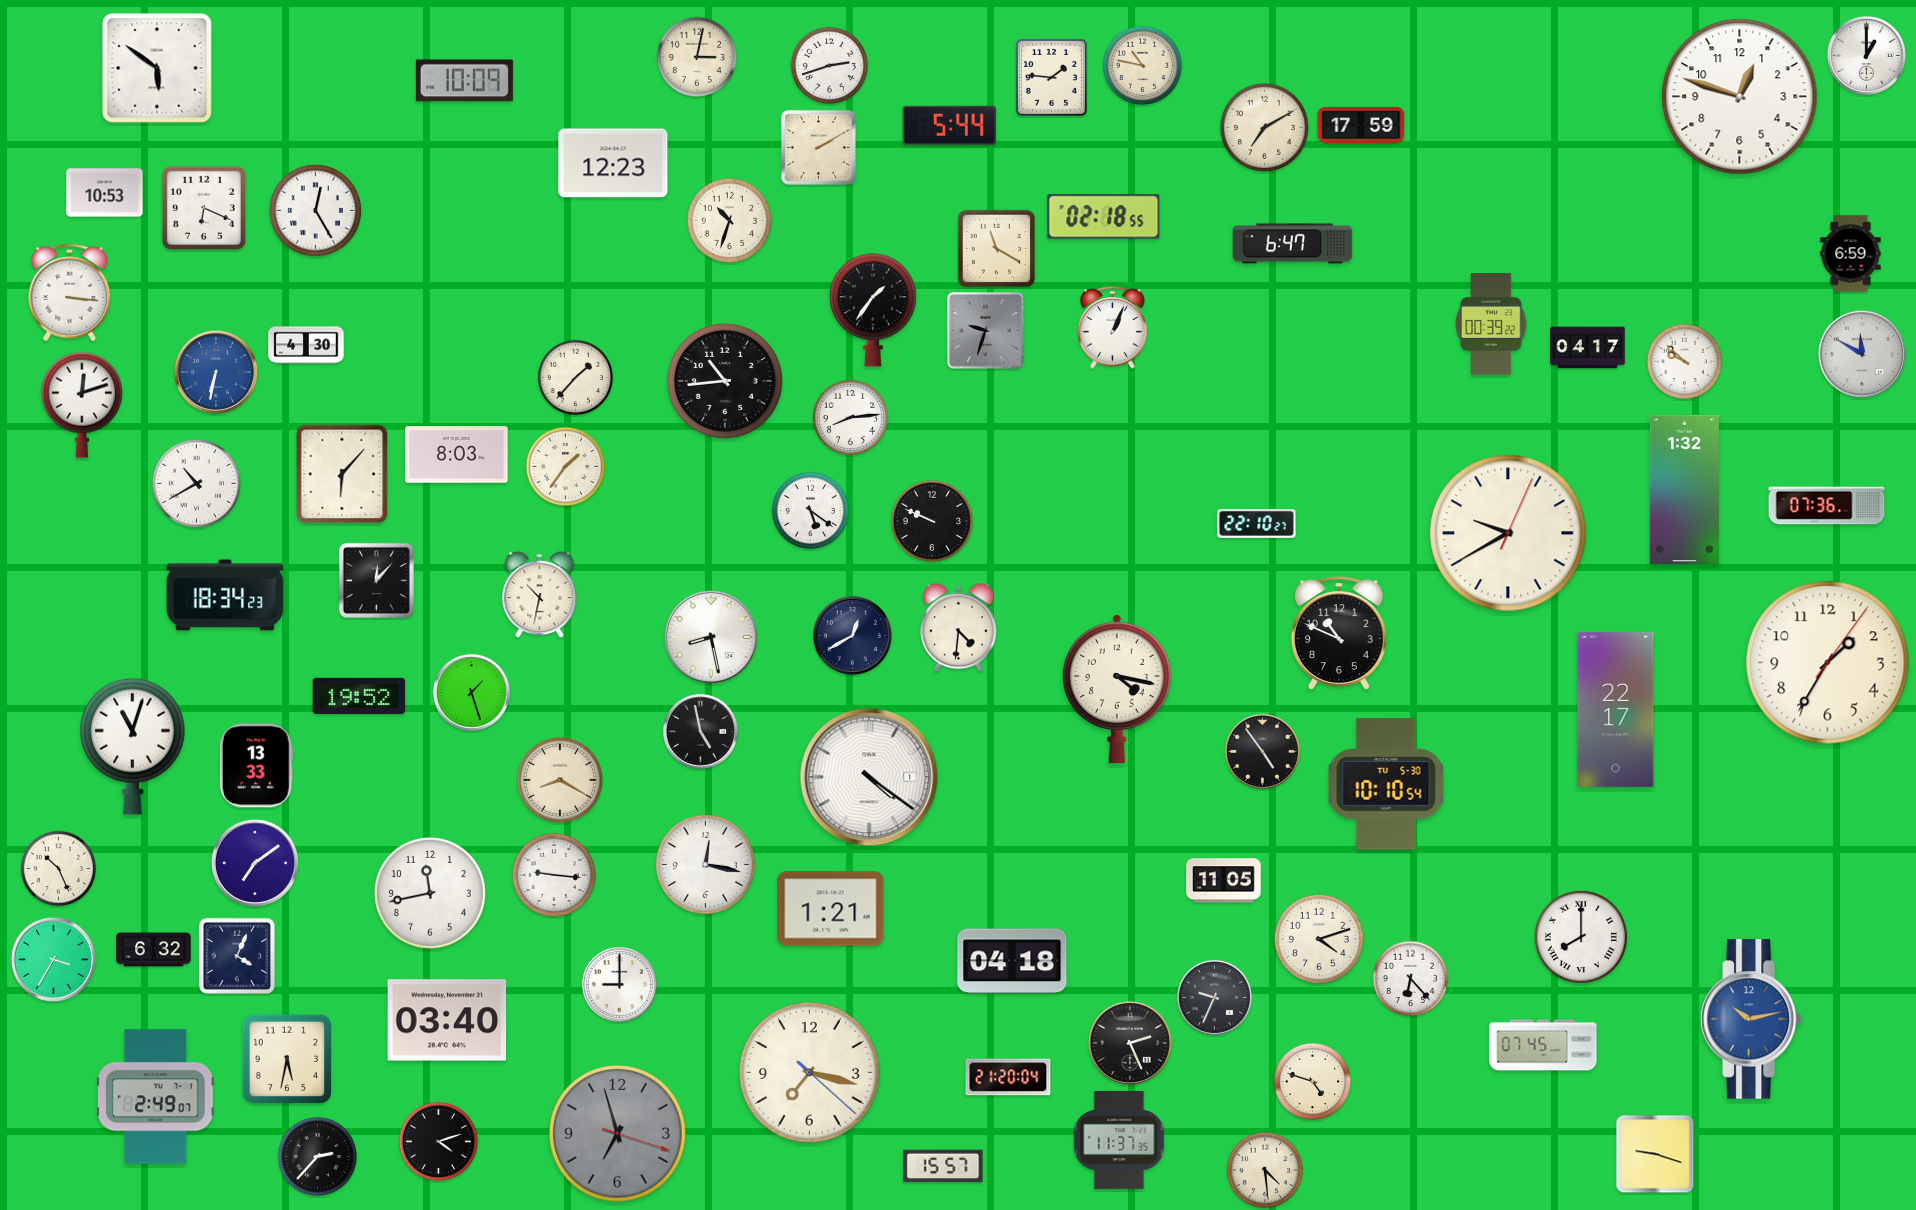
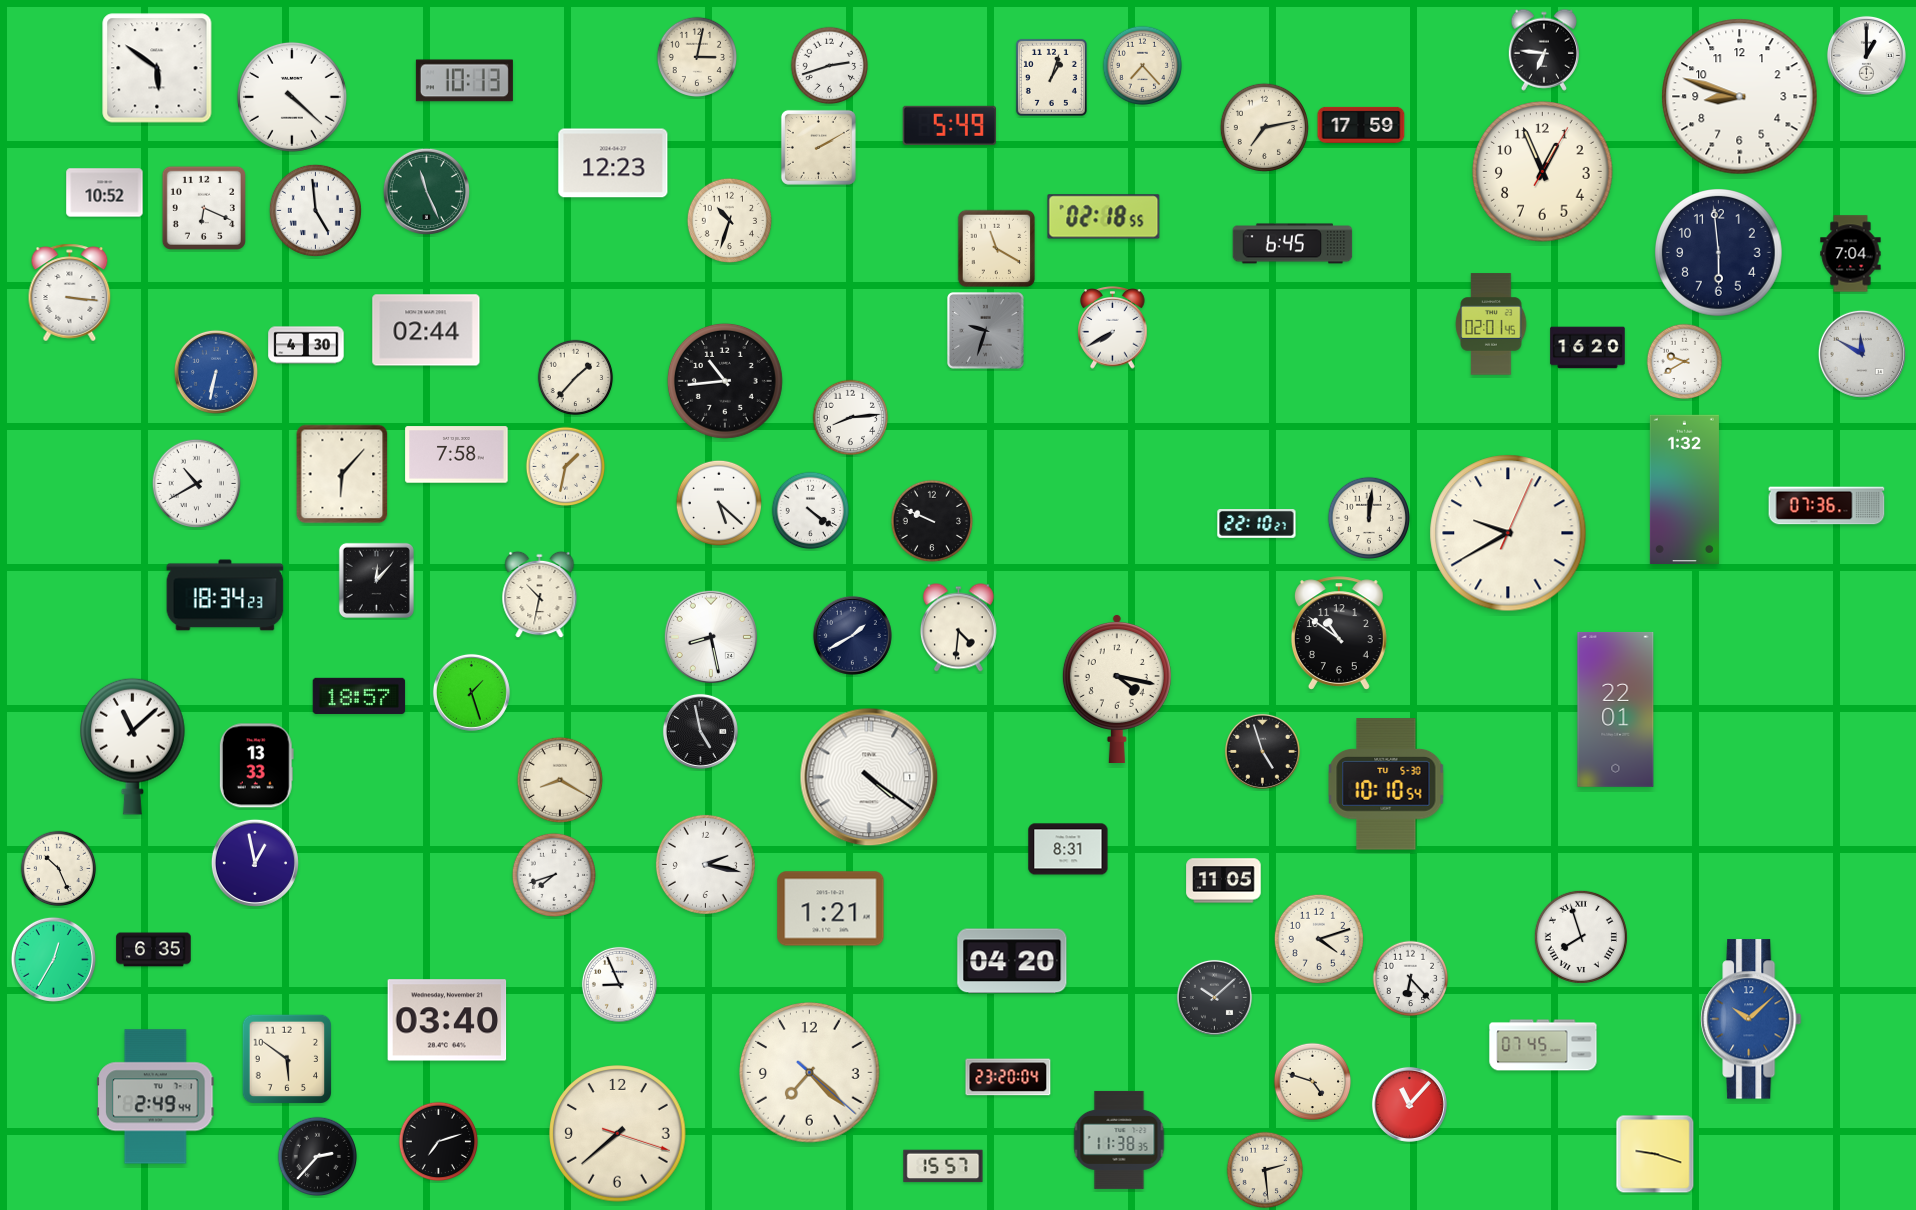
clock at (1544, 50): none -> 6:46
clock at (1143, 66): 10:47 -> 7:23
clock at (1051, 77): 1:46 -> 1:03
clock at (464, 81): 10:09 -> 10:13
clock at (292, 97): none -> 4:22
clock at (1740, 97): 12:48 -> 8:48
clock at (949, 125): 5:44 -> 5:49
clock at (1264, 127): 7:10 -> 7:13
clock at (1543, 172): none -> 12:56
clock at (426, 191): none -> 11:26
clock at (105, 193): 10:53 -> 10:52
clock at (315, 210): 12:25 -> 4:59
clock at (1293, 244): 6:47 -> 6:45
clock at (1719, 253): none -> 5:59
clock at (1851, 254): 6:59 -> 7:04
clock at (873, 310): 1:36 -> none
clock at (1491, 324): 00:39 -> 02:01
clock at (1113, 328): 1:04 -> 7:40
clock at (426, 330): none -> 02:44
clock at (1588, 348): 04:17 -> 16:20
clock at (1685, 362): 9:52 -> 9:40
clock at (82, 405): 12:12 -> none
clock at (457, 455): 8:03 -> 7:58
clock at (566, 467): 1:36 -> 1:32
clock at (718, 502): none -> 5:22
clock at (811, 511): 5:21 -> 4:21
clock at (1368, 517): none -> 12:01
clock at (1339, 633): 10:49 -> 10:51
clock at (852, 635): 12:40 -> 1:40
clock at (1828, 663): 1:35 -> none
clock at (359, 696): 19:52 -> 18:57
clock at (1616, 709): 22:17 -> 22:01
clock at (133, 746): 11:03 -> 11:08
clock at (1262, 751): 4:54 -> 4:57
clock at (1068, 849): none -> 8:31
clock at (255, 863): 7:09 -> 12:58
clock at (705, 864): 12:17 -> 2:17
clock at (553, 874): 9:16 -> 7:42
clock at (430, 893): 11:43 -> none
clock at (1581, 937): 8:00 -> 7:57
clock at (154, 950): 6:32 -> 6:35
clock at (237, 956): 4:04 -> none
clock at (53, 959): 3:35 -> 12:35
clock at (1012, 961): 04:18 -> 04:20
clock at (619, 984): 9:00 -> 8:56
clock at (1214, 997): 9:34 -> 10:08
clock at (1751, 1019): 10:13 -> 10:08
clock at (1130, 1043): 2:26 -> none
clock at (286, 1058): 5:32 -> 5:51
clock at (810, 1073): 7:17 -> 7:22
clock at (1008, 1077): 21:20 -> 23:20
clock at (156, 1097): 2:49:07 -> 2:49:44
clock at (1409, 1104): none -> 11:07
clock at (618, 1134): 6:57 -> 7:38
clock at (618, 1134) dial: grey -> cream
clock at (1119, 1140): 11:37 -> 11:38
clock at (439, 1142): 4:12 -> 7:12
clock at (1265, 1170): 4:29 -> 2:29
